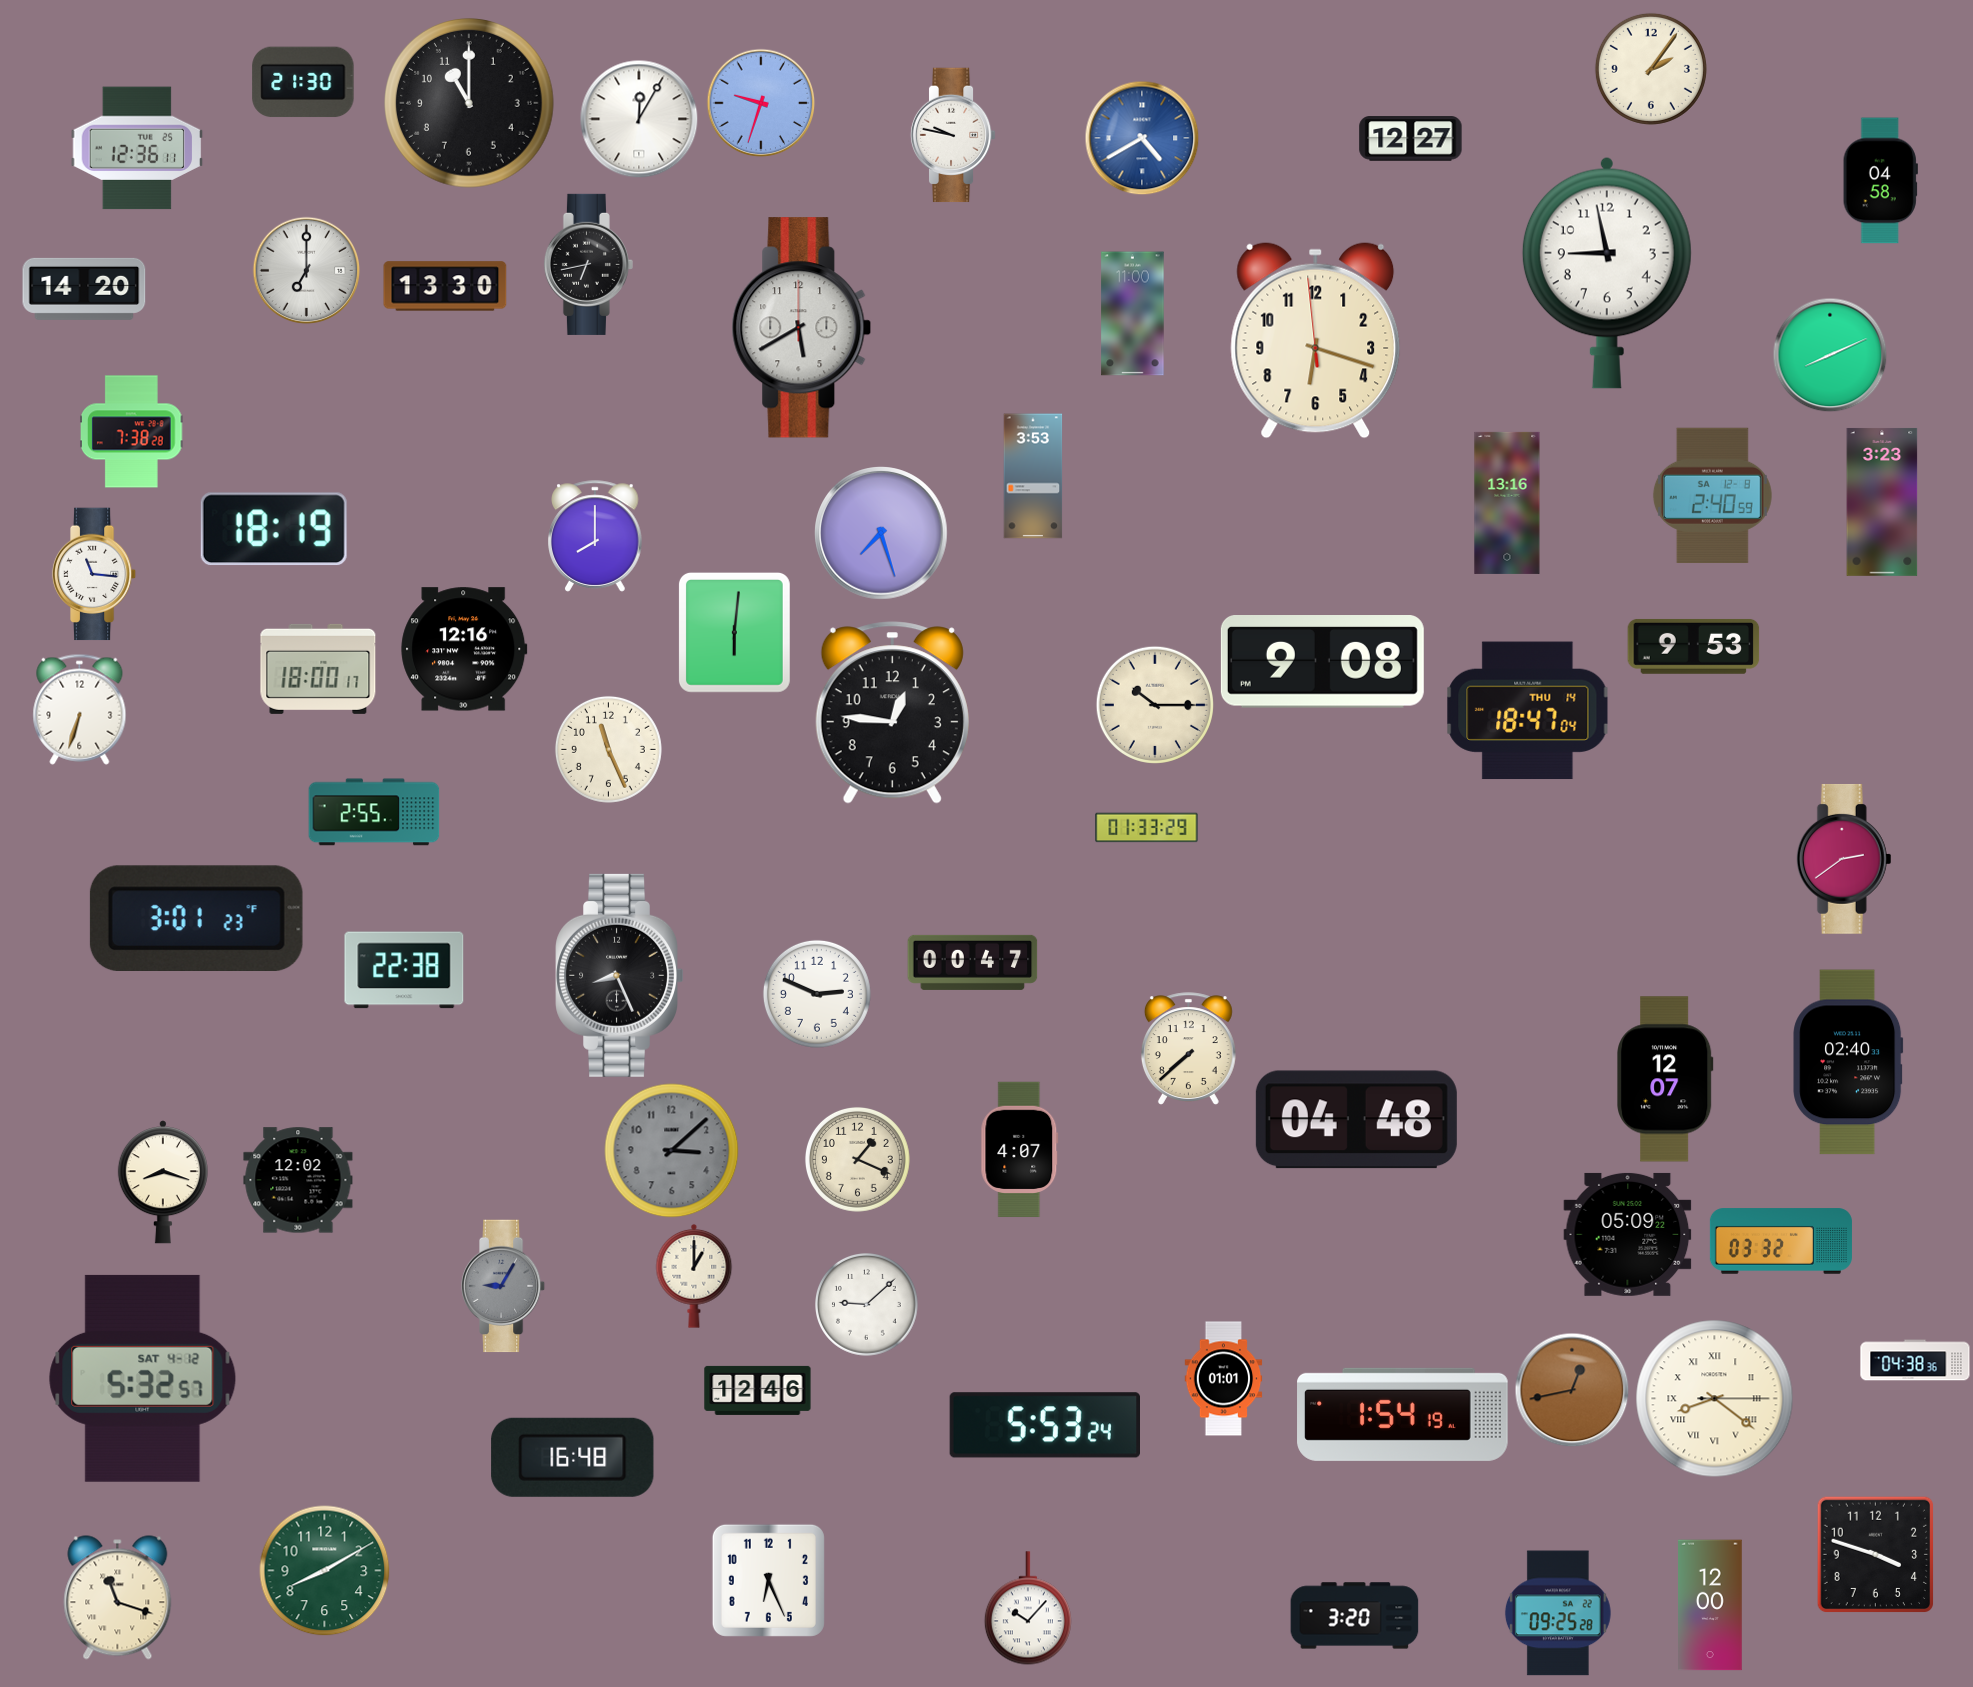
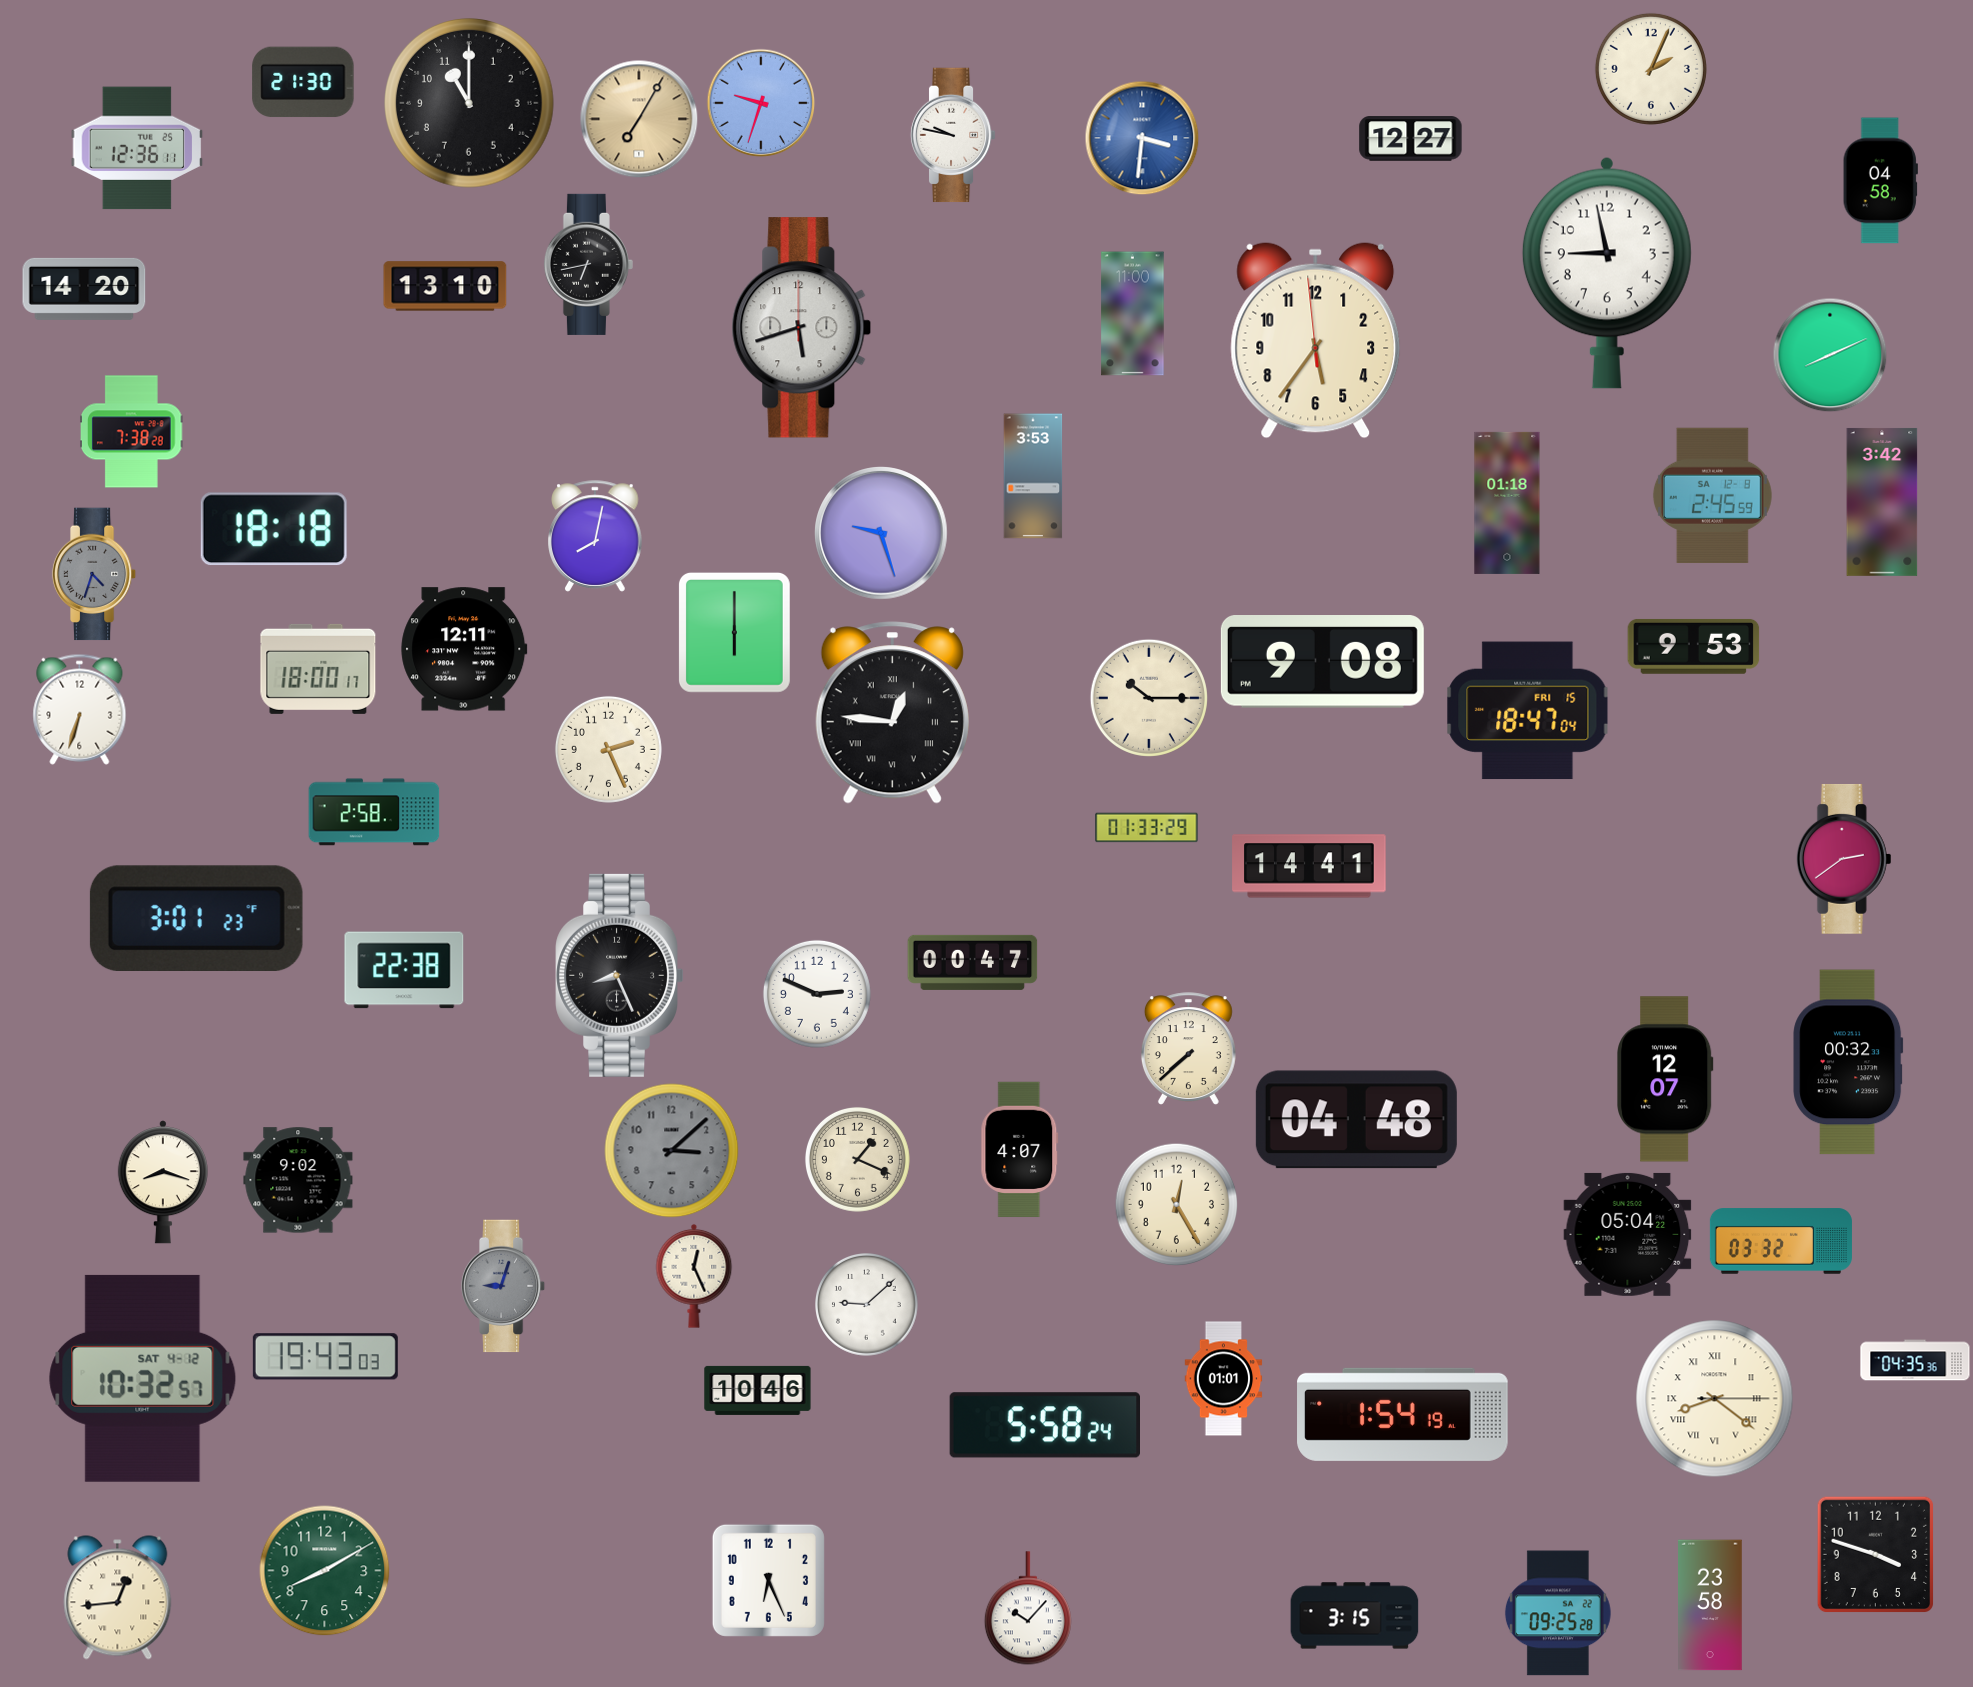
clock at (1651, 69): 2:06 -> 2:04
clock at (639, 119): 12:05 -> 7:05
clock at (639, 119) dial: white -> champagne
clock at (1142, 138): 4:40 -> 3:31
clock at (306, 270): 7:00 -> none
clock at (445, 286): 13:30 -> 13:10
clock at (802, 328): 5:40 -> 5:42
clock at (1316, 341): 6:17 -> 5:35
clock at (1712, 495): 2:40 -> 2:45
clock at (1882, 502): 3:23 -> 3:42
clock at (1507, 503): 13:16 -> 01:18
clock at (274, 529): 18:19 -> 18:18
clock at (881, 533): 7:27 -> 9:27
clock at (595, 536): 8:00 -> 8:02
clock at (94, 574): 11:16 -> 4:33
clock at (94, 574) dial: white -> grey
clock at (734, 632): 6:01 -> 6:00
clock at (464, 649): 12:16 -> 12:11
clock at (1155, 705) position: (1155, 705) -> (1149, 698)
clock at (1528, 711) date: THU 14 -> FRI 15
clock at (892, 713) numerals: Arabic -> Roman
clock at (608, 749): 11:26 -> 2:26
clock at (374, 812): 2:55 -> 2:58
clock at (1309, 866): none -> 14:41
clock at (1848, 1062): 02:40 -> 00:32
clock at (298, 1180): 12:02 -> 9:02
clock at (1176, 1204): none -> 12:25
clock at (1628, 1234): 05:09 -> 05:04
clock at (694, 1276): 1:00 -> 12:26
clock at (503, 1286): 9:05 -> 9:03
clock at (325, 1357): none -> 19:43
clock at (1915, 1360): 04:38 -> 04:35
clock at (143, 1378): 5:32 -> 10:32
clock at (758, 1390): 12:46 -> 10:46
clock at (1572, 1390): 12:43 -> none
clock at (1044, 1425): 5:53 -> 5:58
clock at (573, 1457): 16:48 -> none
clock at (118, 1598): 11:18 -> 12:44
clock at (1710, 1605): 12:00 -> 23:58
clock at (1355, 1616): 3:20 -> 3:15
